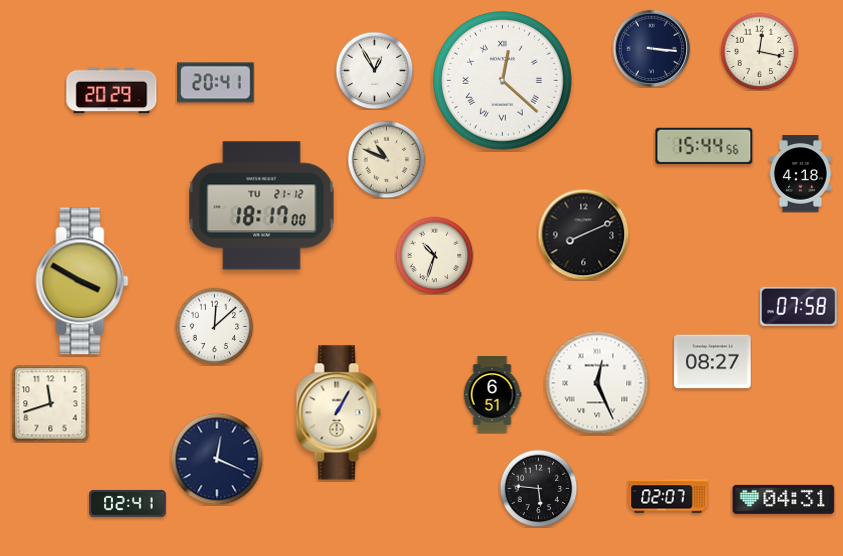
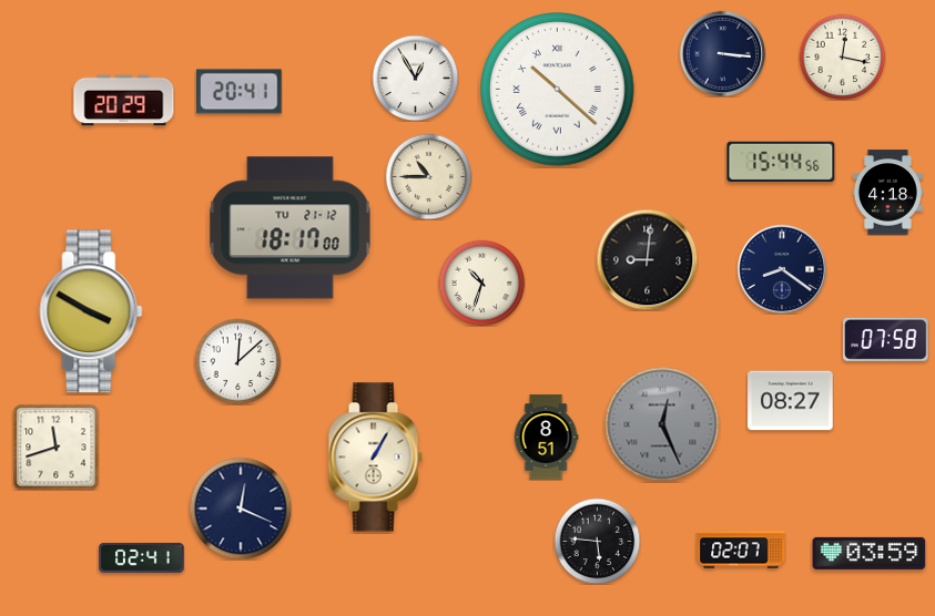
clock at (503, 81): 12:22 -> 10:22
clock at (386, 159): 10:49 -> 10:45
clock at (583, 234): 8:11 -> 9:01
clock at (782, 269): none -> 8:21
clock at (597, 383) dial: white -> grey
clock at (492, 395): 6:51 -> 8:51
clock at (784, 499): 04:31 -> 03:59
